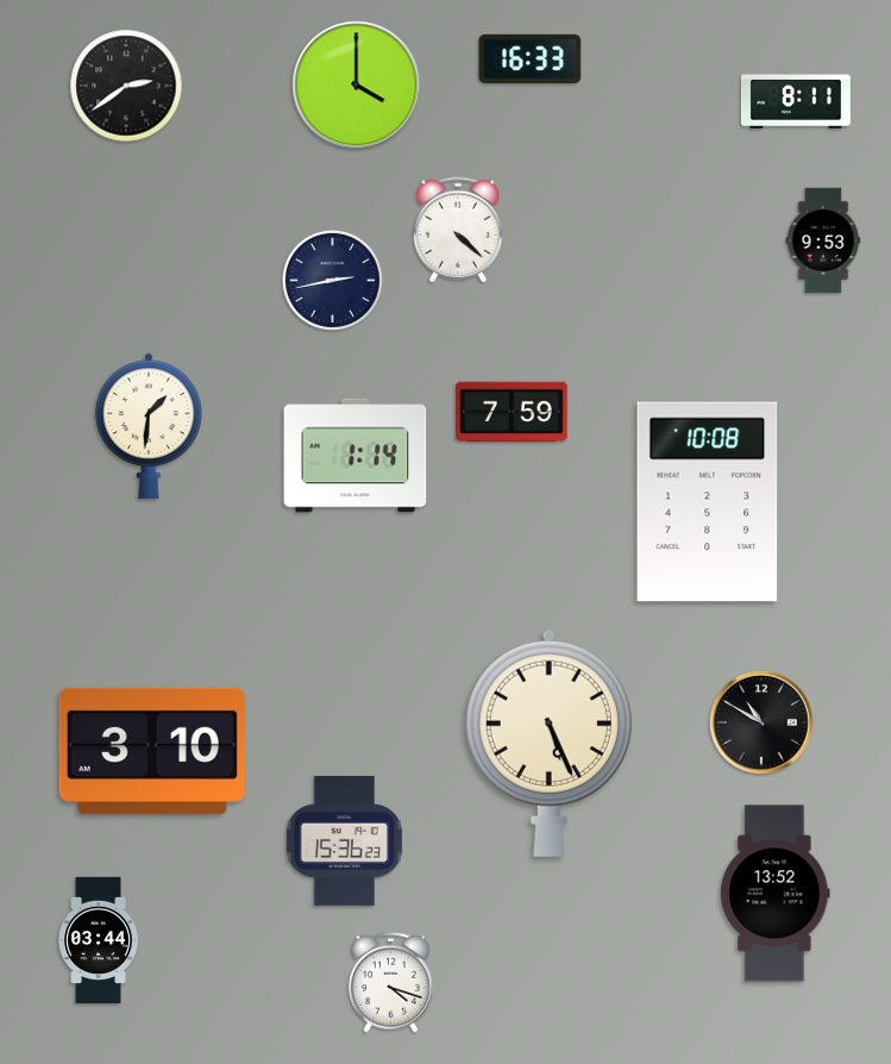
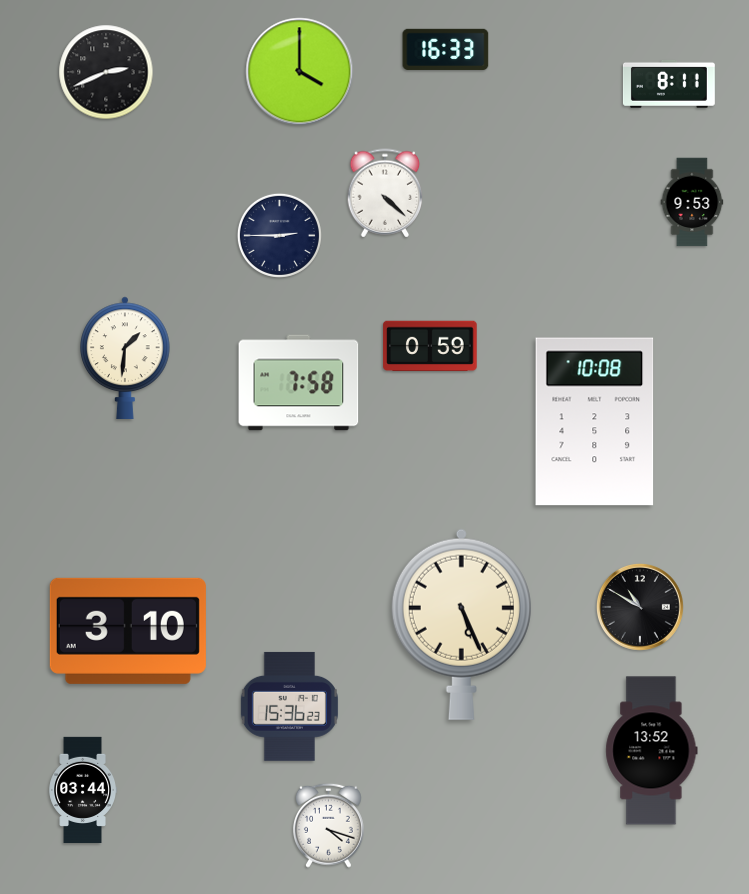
clock at (126, 86): 2:39 -> 2:41
clock at (332, 280): 2:43 -> 2:45
clock at (512, 412): 7:59 -> 0:59
clock at (356, 456): 1:14 -> 7:58
